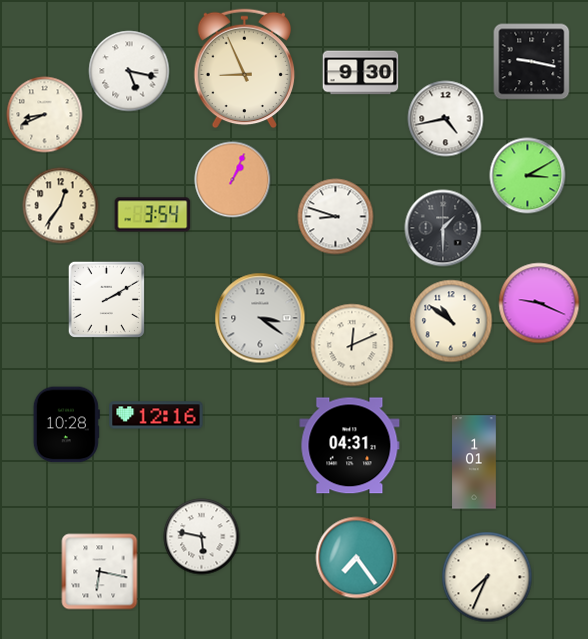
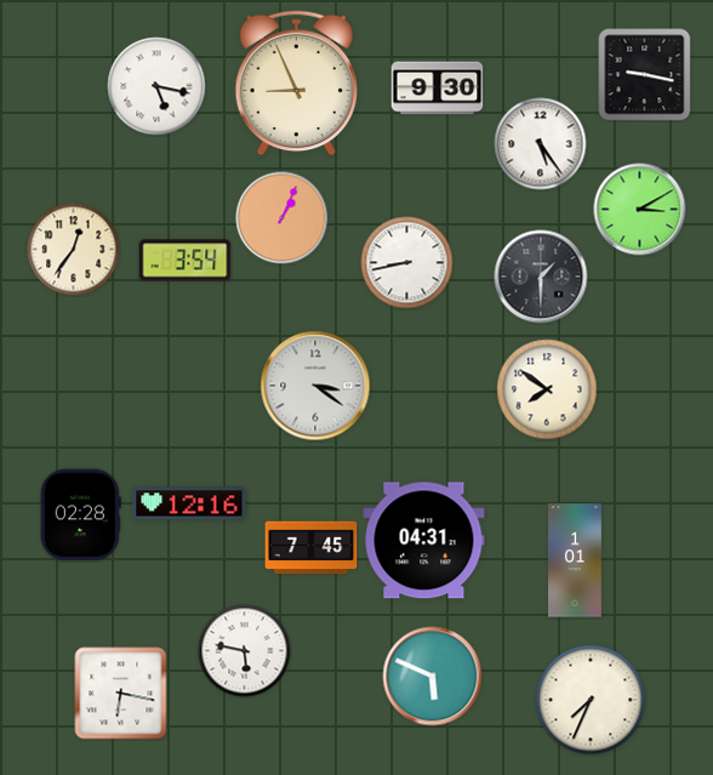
clock at (45, 115): 8:41 -> none
clock at (446, 119): 4:43 -> 5:24
clock at (528, 176) position: (528, 176) -> (640, 210)
clock at (336, 217): 8:48 -> 8:43
clock at (443, 228) position: (443, 228) -> (541, 277)
clock at (106, 299): 2:10 -> none
clock at (539, 303): 9:19 -> none
clock at (451, 321): 10:51 -> 7:51
clock at (352, 345): 12:11 -> none
clock at (66, 425): 10:28 -> 02:28
clock at (312, 548): none -> 7:45
clock at (357, 558): 7:24 -> 5:49
